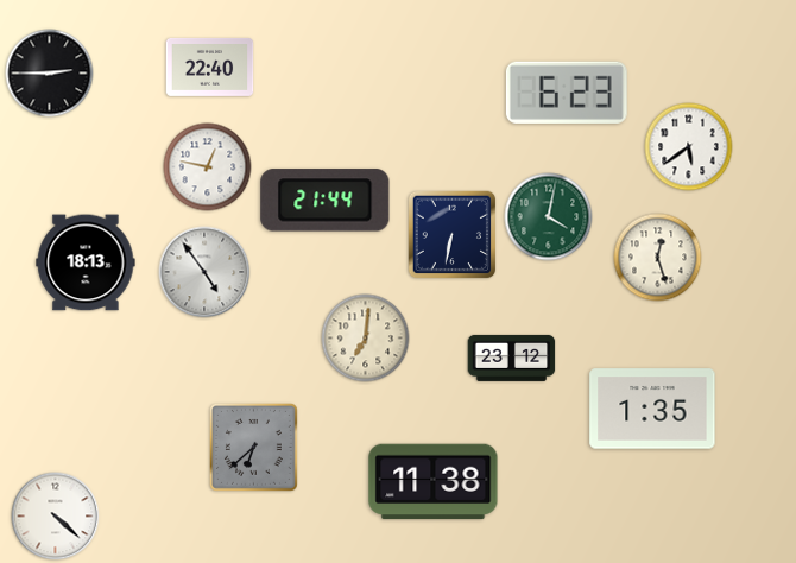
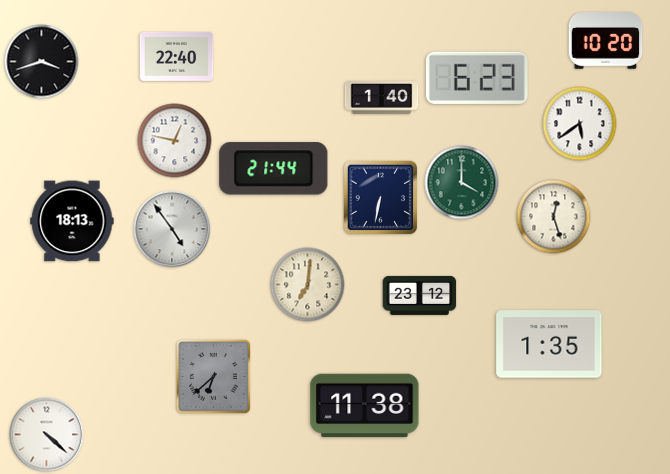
clock at (606, 41): none -> 10:20
clock at (50, 74): 2:45 -> 3:42
clock at (382, 98): none -> 1:40
clock at (549, 217): 4:02 -> 4:00
clock at (512, 358) position: (512, 358) -> (420, 295)
